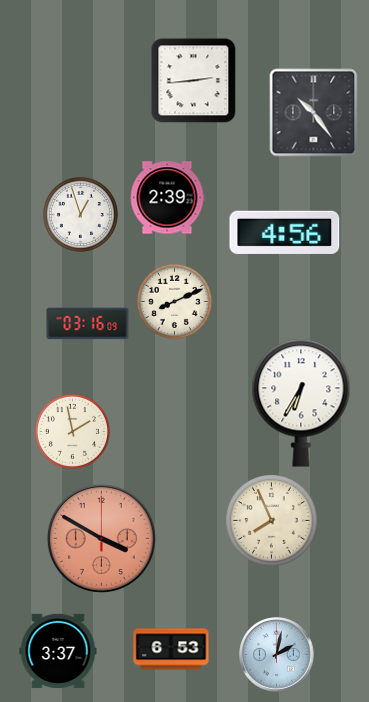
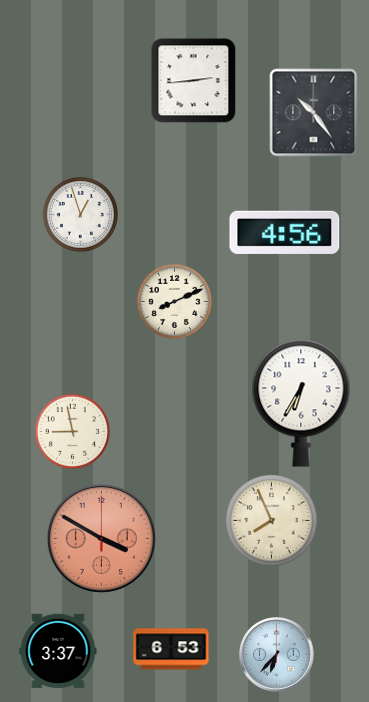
clock at (167, 198): 2:39 -> none
clock at (88, 324): 03:16 -> none
clock at (72, 431): 1:58 -> 8:58
clock at (277, 655): 2:02 -> 6:37
